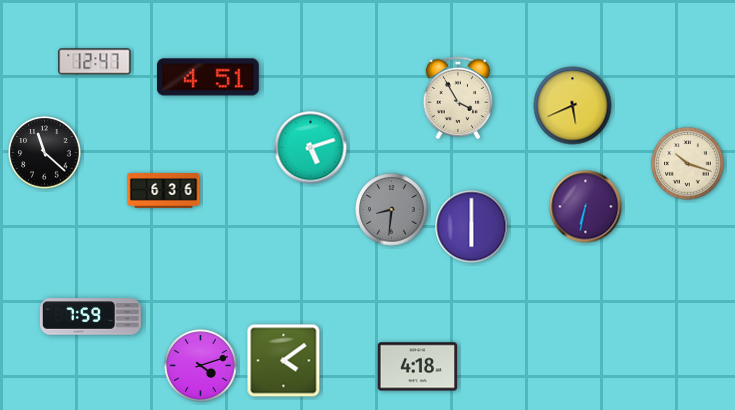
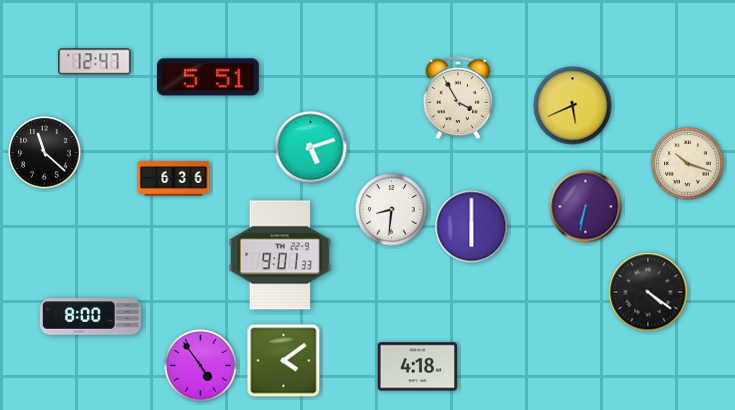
clock at (208, 77): 4:51 -> 5:51
clock at (164, 191) position: (164, 191) -> (174, 179)
clock at (392, 210) dial: grey -> white
clock at (280, 255): none -> 9:01
clock at (648, 292): none -> 4:21
clock at (90, 317): 7:59 -> 8:00
clock at (201, 366): 4:12 -> 4:54
